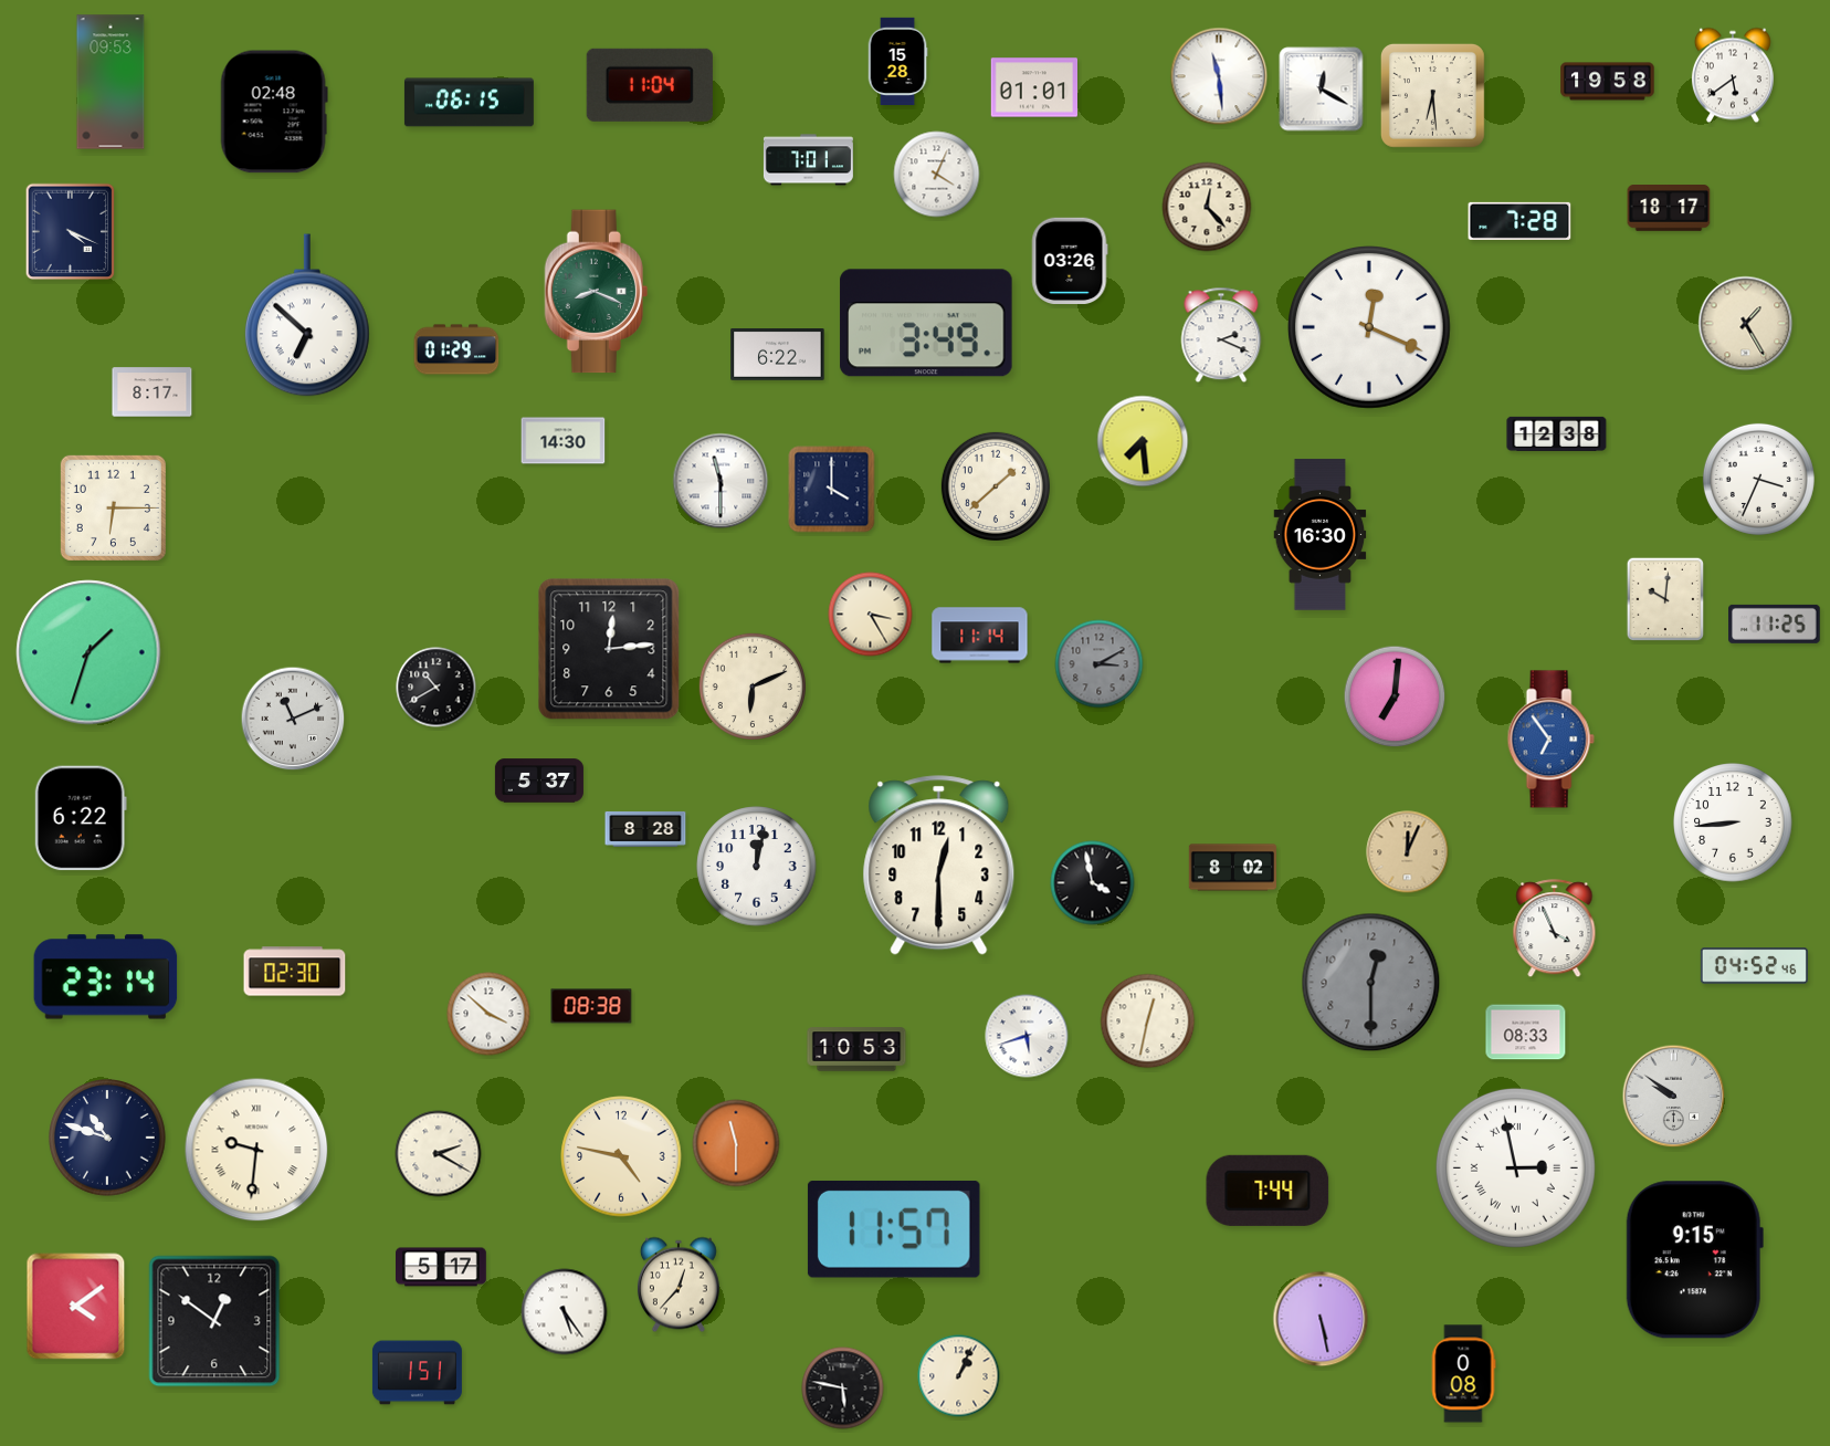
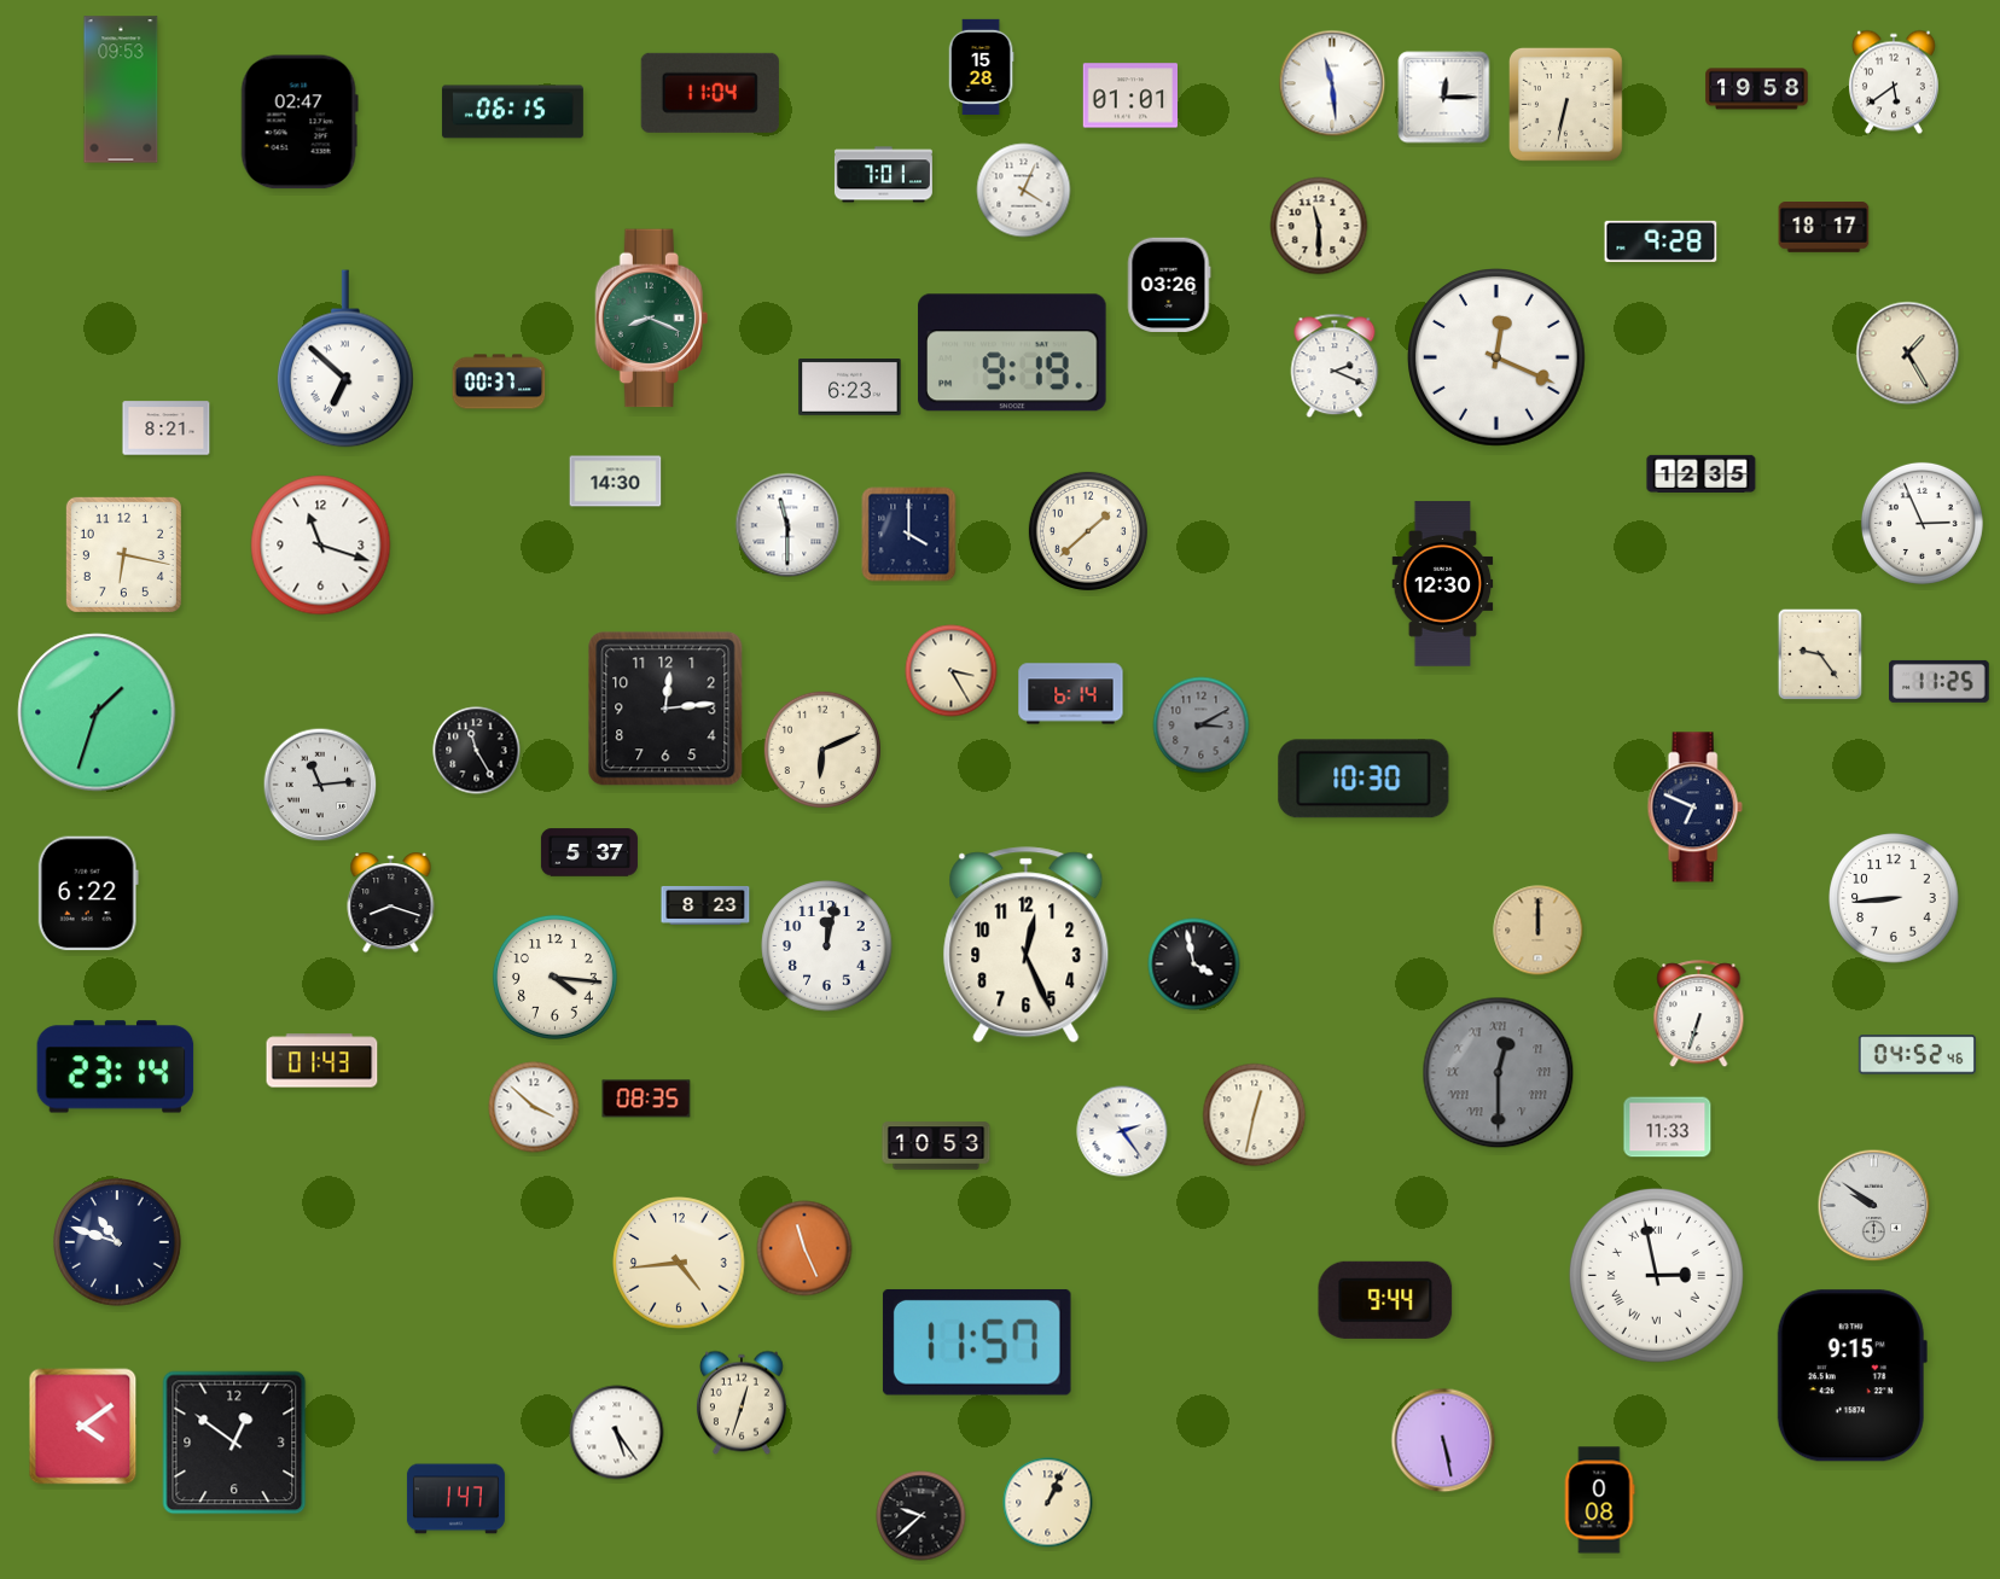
clock at (1322, 90): 12:20 -> 12:15
clock at (1432, 95): 6:29 -> 6:32
clock at (274, 112): 02:48 -> 02:47
clock at (1207, 207): 12:23 -> 11:30
clock at (1519, 221): 7:28 -> 9:28
clock at (71, 232): 4:19 -> none
clock at (307, 315) position: (307, 315) -> (345, 359)
clock at (926, 323): 3:49 -> 9:19
clock at (456, 349): 01:29 -> 00:37
clock at (778, 355): 6:22 -> 6:23
clock at (152, 392): 8:17 -> 8:21
clock at (1557, 433): 12:38 -> 12:35
clock at (1143, 441): 7:29 -> none
clock at (1758, 479): 3:34 -> 2:56
clock at (321, 546): none -> 11:18
clock at (113, 507): 6:15 -> 6:17
clock at (1321, 535): 16:30 -> 12:30
clock at (1665, 599): 10:01 -> 9:24
clock at (980, 636): 11:14 -> 6:14
clock at (437, 688): 10:40 -> 11:25
clock at (1395, 696): 7:01 -> none
clock at (1364, 779): none -> 10:30
clock at (293, 719): 11:11 -> 11:14
clock at (1550, 740): 6:54 -> 6:49
clock at (1550, 740) dial: blue -> navy
clock at (391, 904): none -> 8:18
clock at (645, 829): 8:28 -> 8:23
clock at (1408, 852): 12:04 -> 12:00
clock at (939, 866): 12:30 -> 12:26
clock at (1232, 868): 8:02 -> none
clock at (554, 977): none -> 4:16
clock at (1555, 929): 3:56 -> 6:33
clock at (295, 972): 02:30 -> 01:43
clock at (1371, 983) numerals: Arabic -> Roman
clock at (591, 1006): 08:38 -> 08:35
clock at (1526, 1033): 08:33 -> 11:33
clock at (1027, 1036): 5:42 -> 2:24
clock at (1674, 1097) position: (1674, 1097) -> (1874, 1206)
clock at (736, 1143): 11:30 -> 11:26
clock at (256, 1150): 9:31 -> none
clock at (439, 1154): 2:20 -> none
clock at (621, 1156): 4:47 -> 4:44
clock at (1268, 1191): 7:44 -> 9:44
clock at (442, 1267): 5:17 -> none
clock at (679, 1285): 12:37 -> 12:33
clock at (417, 1373): 1:51 -> 1:47
clock at (843, 1389): 5:47 -> 9:38
